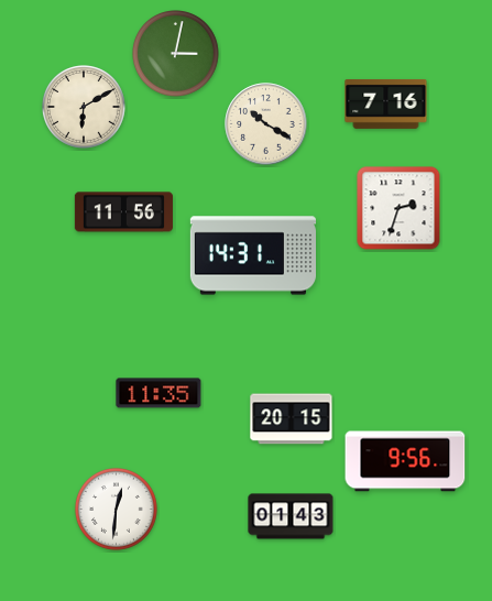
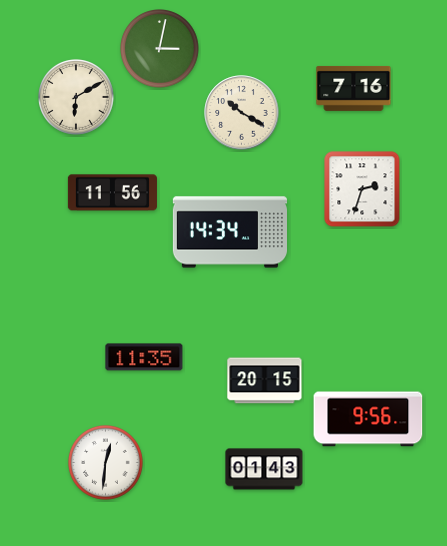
clock at (386, 103) position: (386, 103) -> (354, 88)
clock at (252, 255): 14:31 -> 14:34
